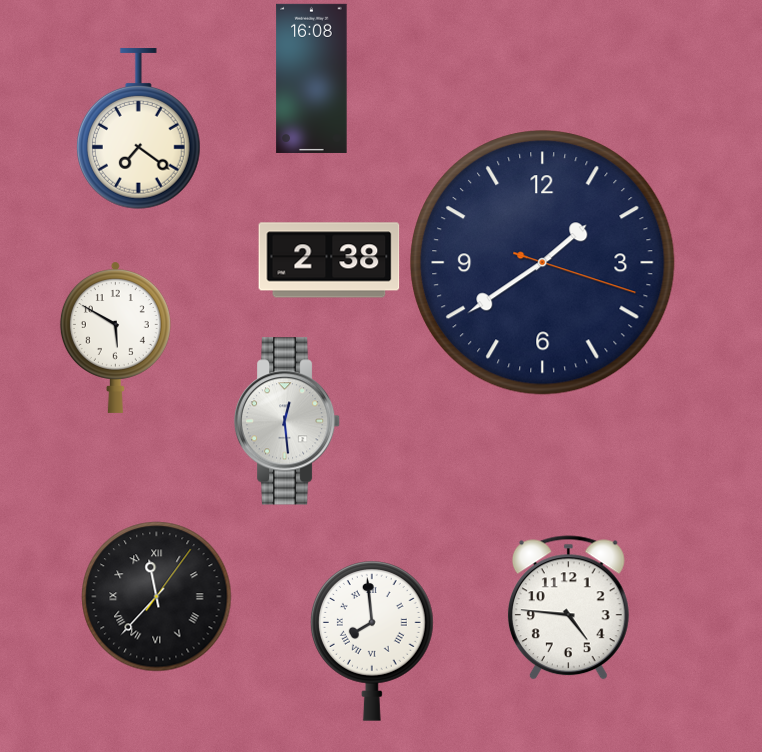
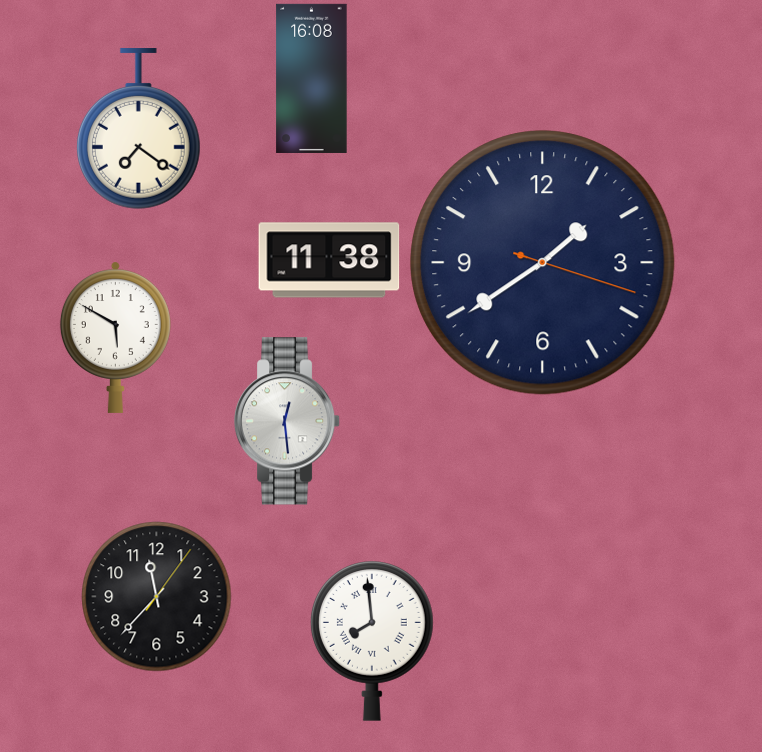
clock at (329, 260): 2:38 -> 11:38
clock at (157, 597) numerals: Roman -> Arabic
clock at (568, 608): 4:46 -> none
